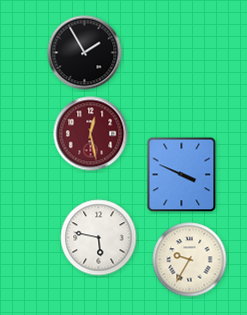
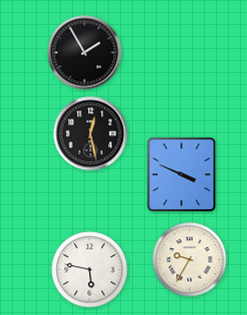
clock at (91, 134) dial: burgundy -> black
clock at (99, 238) position: (99, 238) -> (90, 270)
